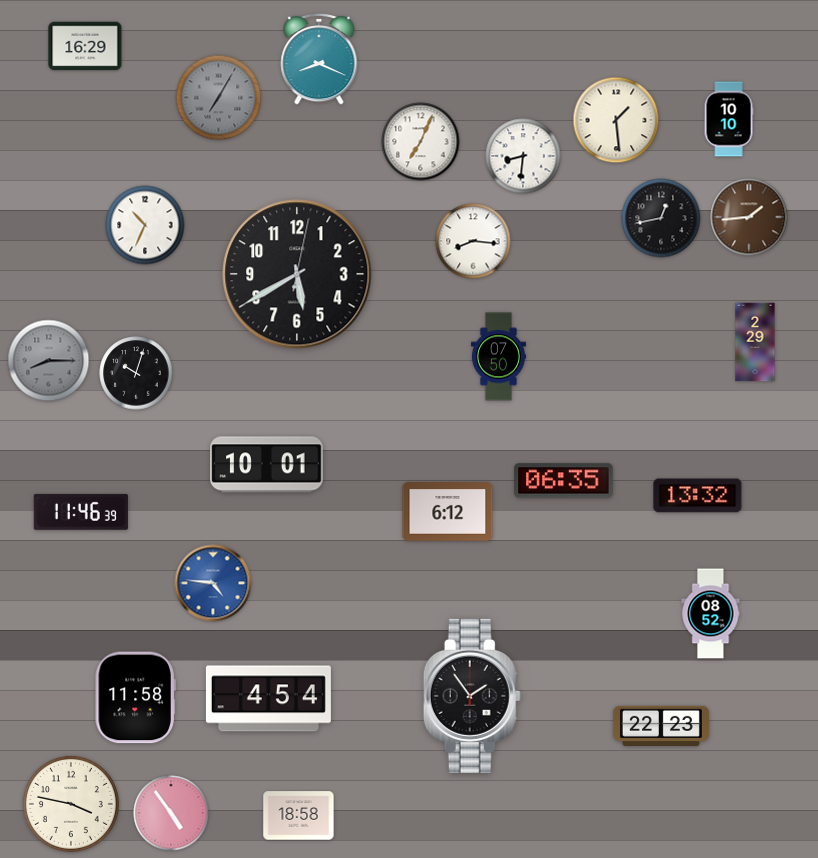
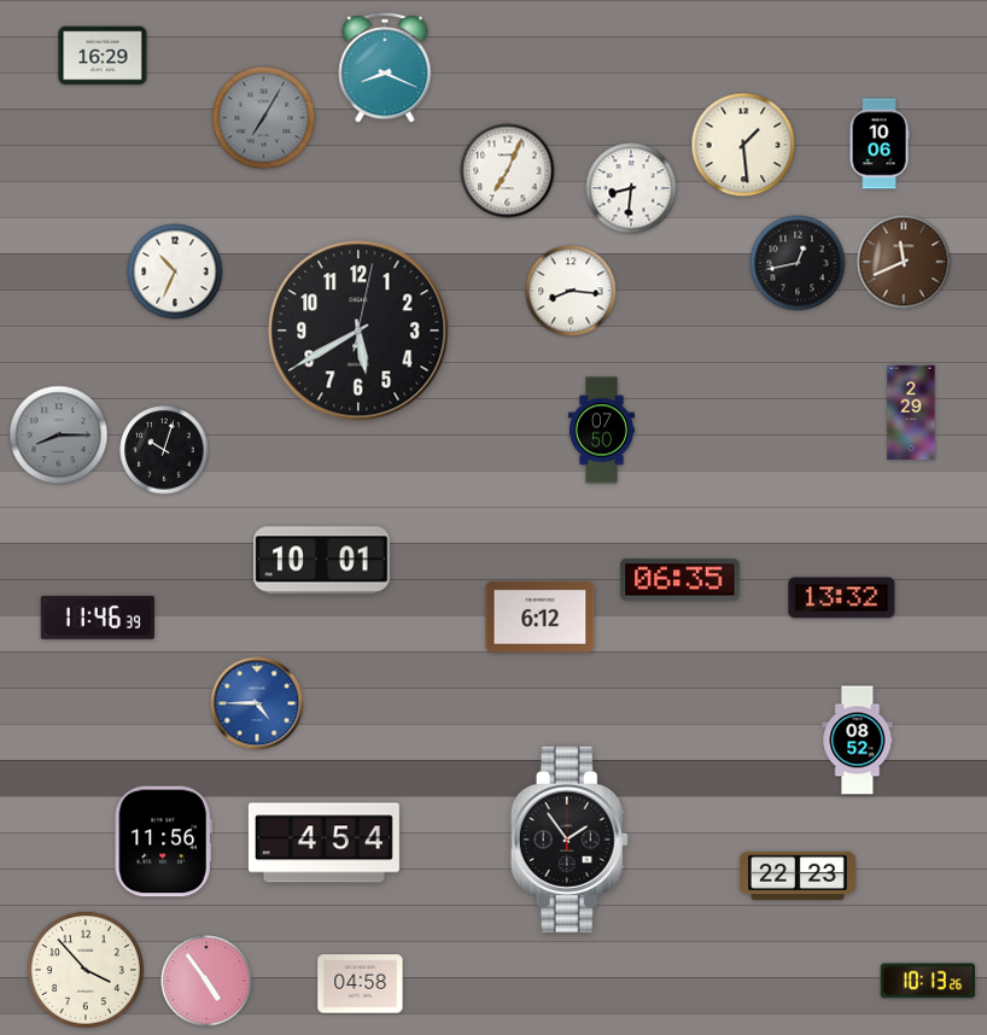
clock at (319, 59) position: (319, 59) -> (385, 68)
clock at (729, 119): 10:10 -> 10:06
clock at (749, 217): 1:44 -> 11:41
clock at (213, 583): 4:46 -> 4:45
clock at (135, 698): 11:58 -> 11:56
clock at (71, 804): 3:47 -> 3:53
clock at (928, 981): none -> 10:13
clock at (299, 816): 18:58 -> 04:58
